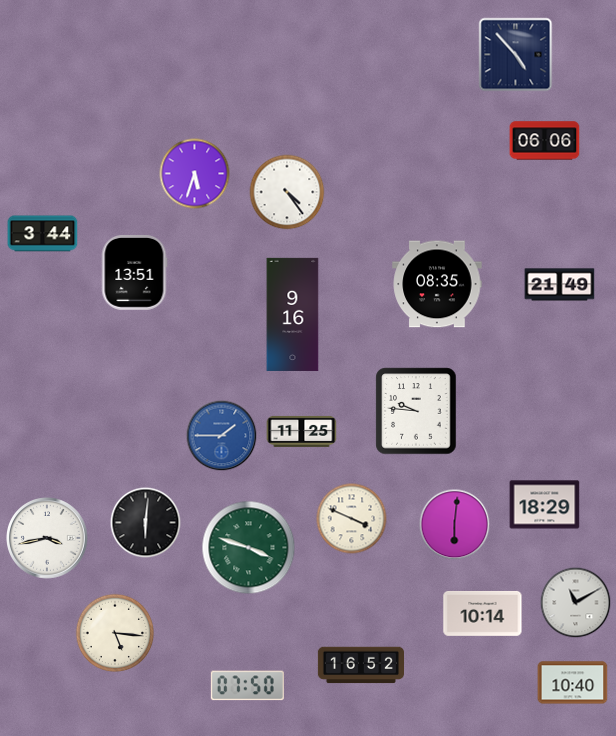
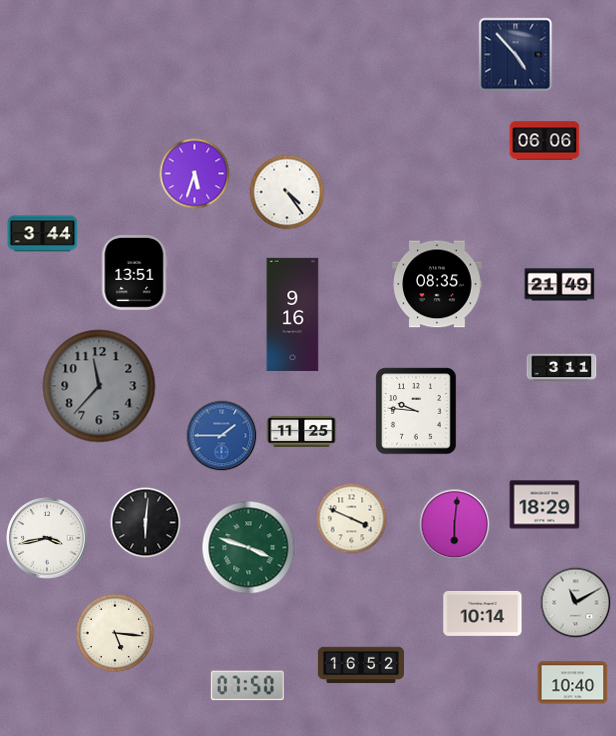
clock at (562, 368): none -> 3:11
clock at (99, 386): none -> 11:37
